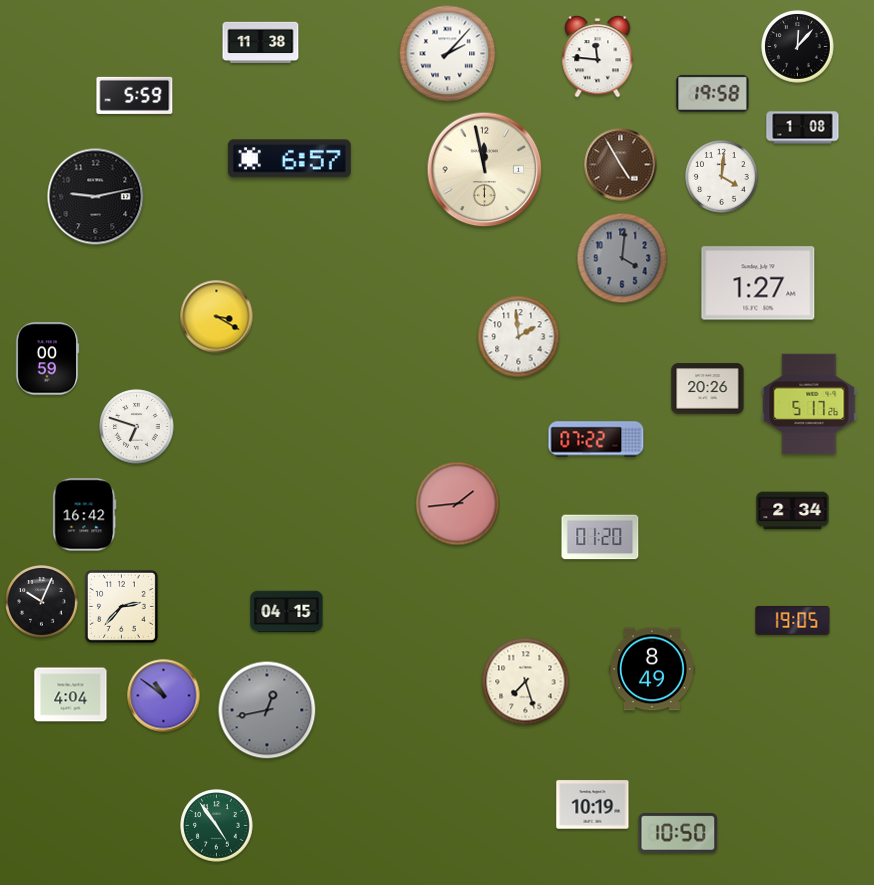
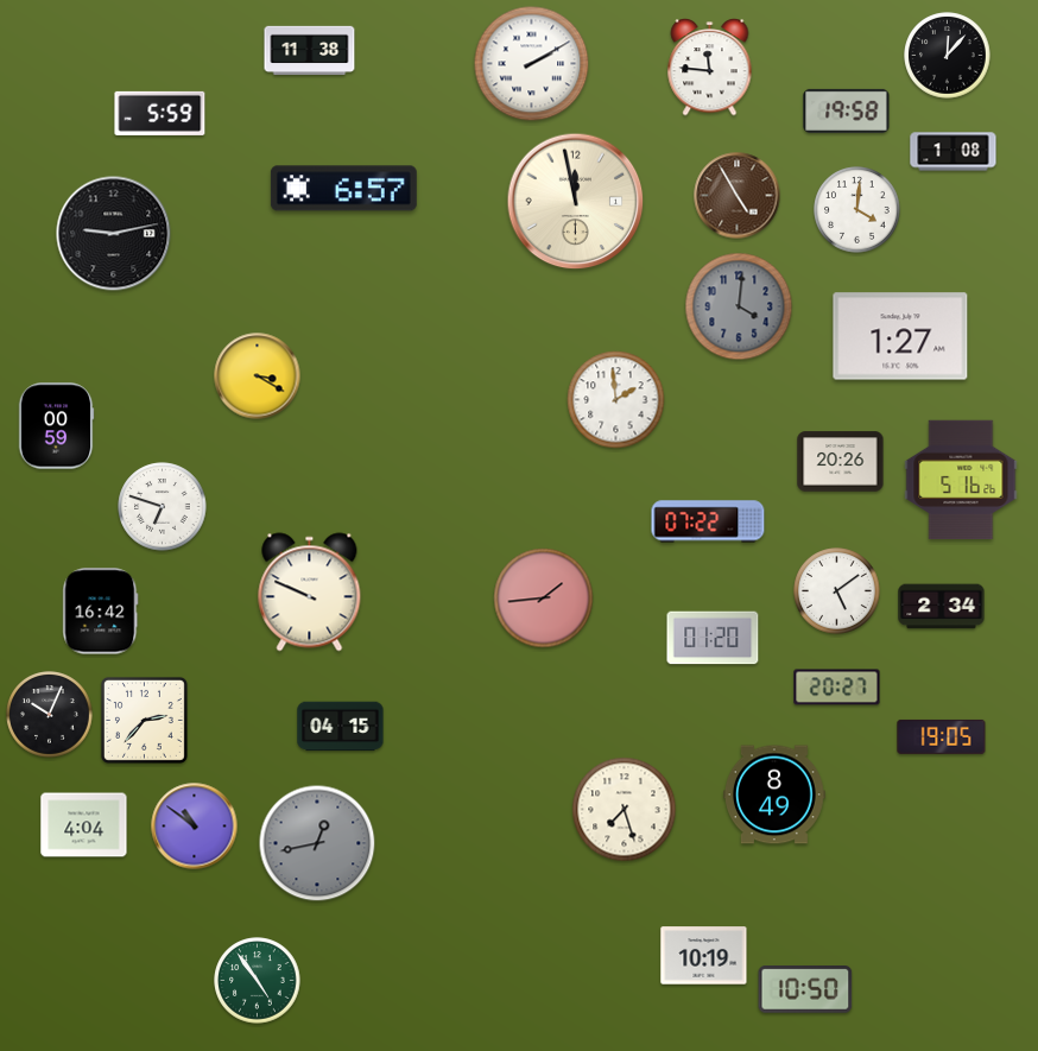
clock at (448, 54): 2:07 -> 2:10
clock at (809, 404): 5:17 -> 5:16
clock at (837, 591): none -> 5:09
clock at (310, 593): none -> 9:49
clock at (837, 688): none -> 20:27
